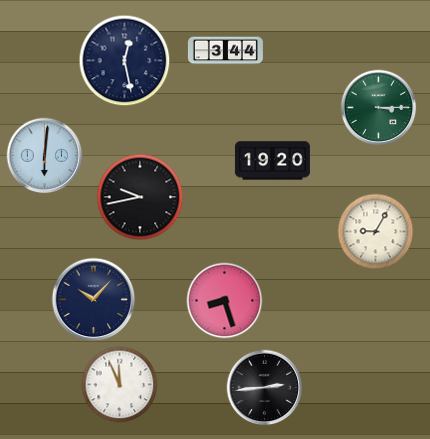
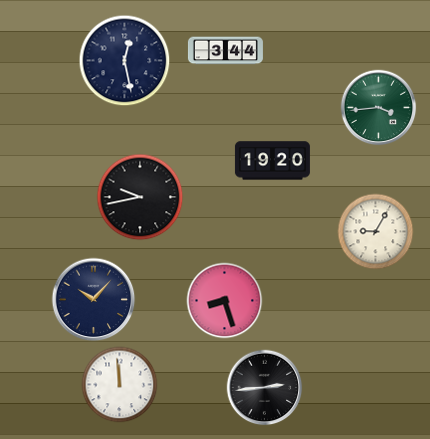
clock at (379, 108): 3:15 -> 3:44
clock at (45, 156): 6:01 -> none
clock at (120, 385): 11:56 -> 11:59
